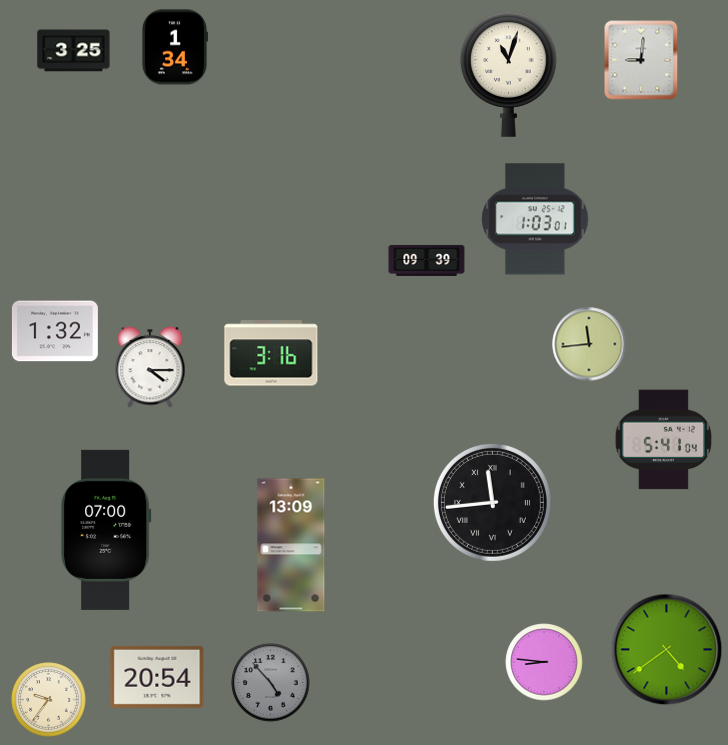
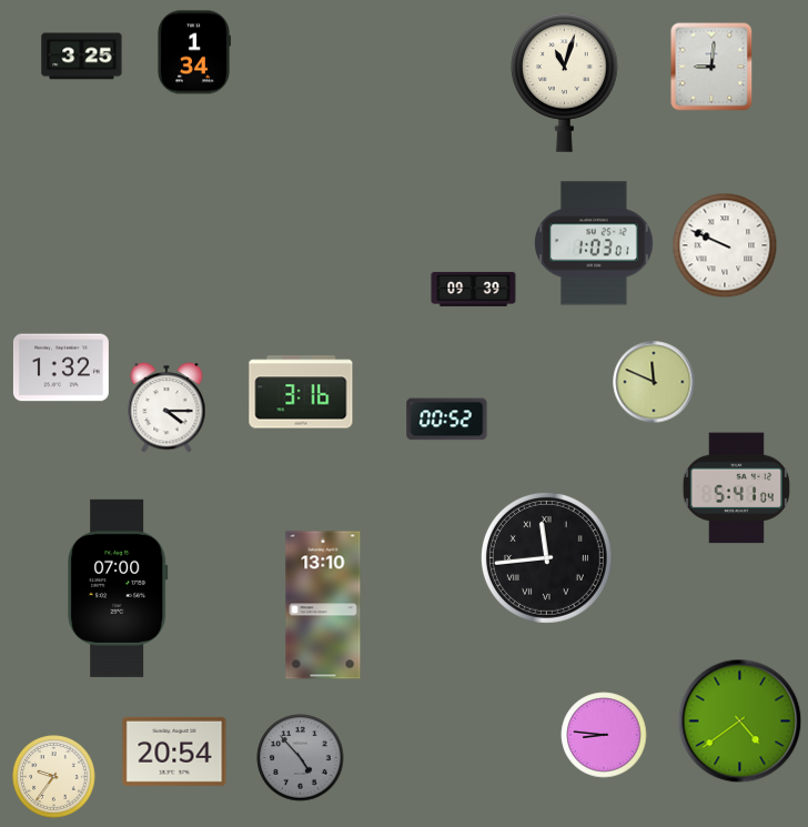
clock at (725, 245): none -> 9:49
clock at (589, 344): 11:44 -> 11:49
clock at (447, 420): none -> 00:52
clock at (291, 545): 13:09 -> 13:10
